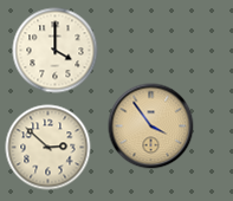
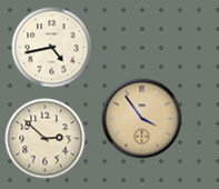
clock at (56, 51): 4:00 -> 4:43
